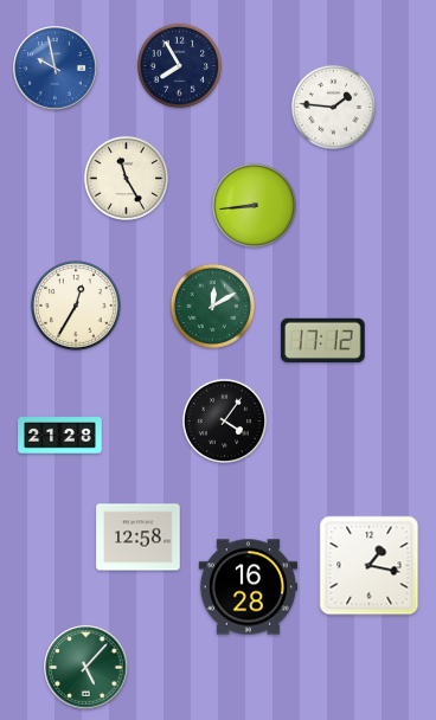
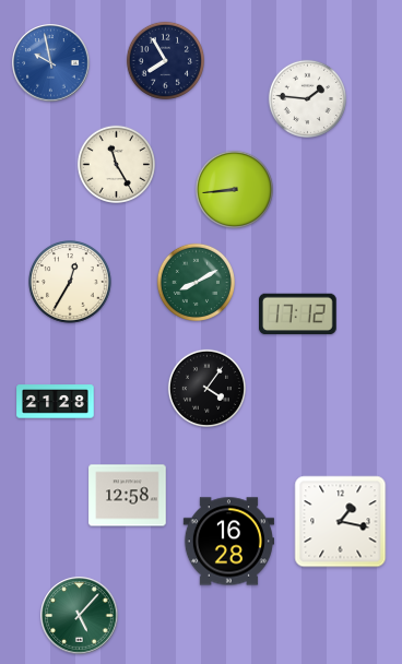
clock at (212, 306): 12:10 -> 8:10
